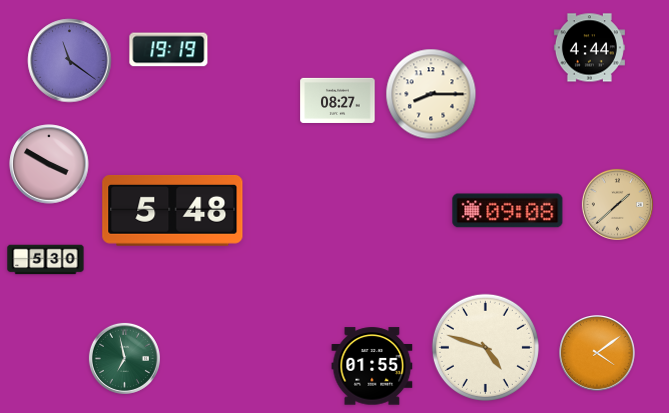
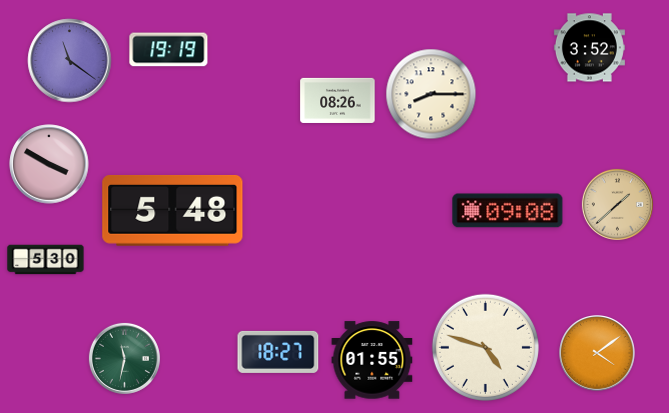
clock at (589, 48): 4:44 -> 3:52
clock at (338, 100): 08:27 -> 08:26
clock at (278, 352): none -> 18:27
clock at (124, 358): 6:58 -> 11:32
clock at (372, 366) position: (372, 366) -> (372, 360)
